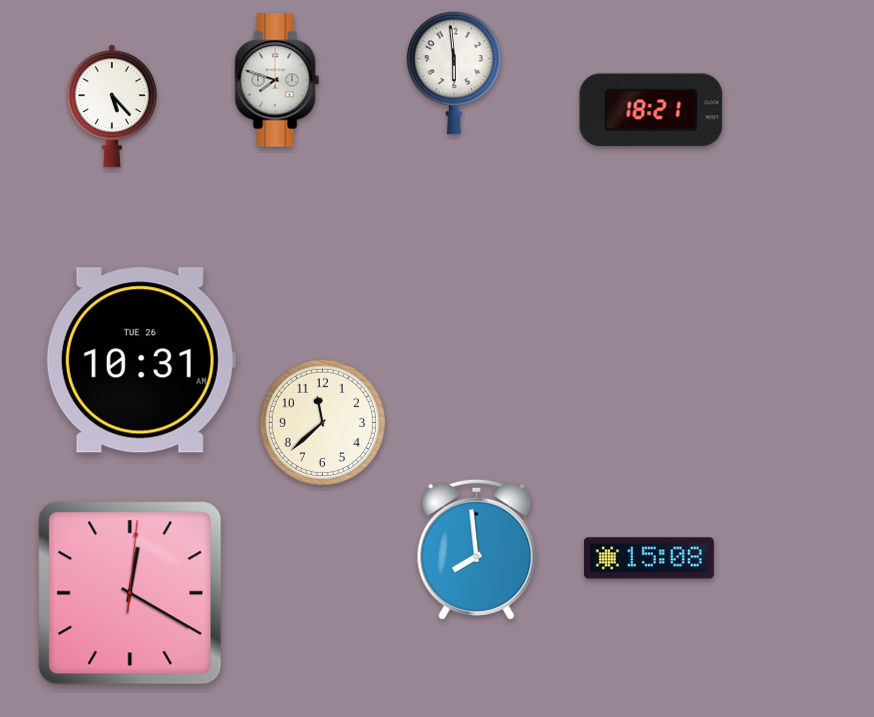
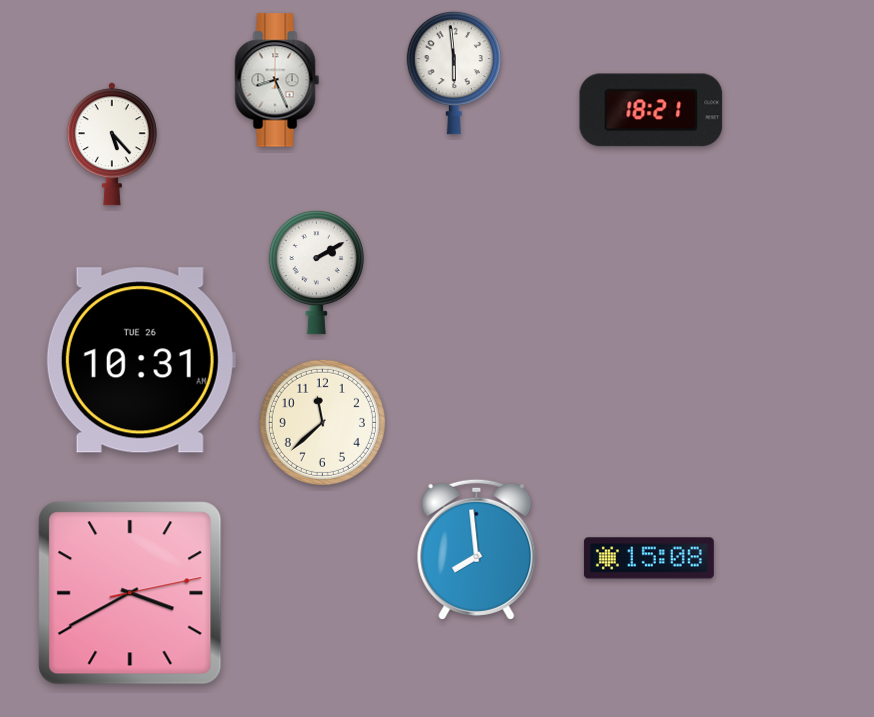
clock at (277, 80): 7:48 -> 8:26
clock at (112, 106) position: (112, 106) -> (112, 144)
clock at (316, 272): none -> 2:10
clock at (130, 593): 12:20 -> 3:40
